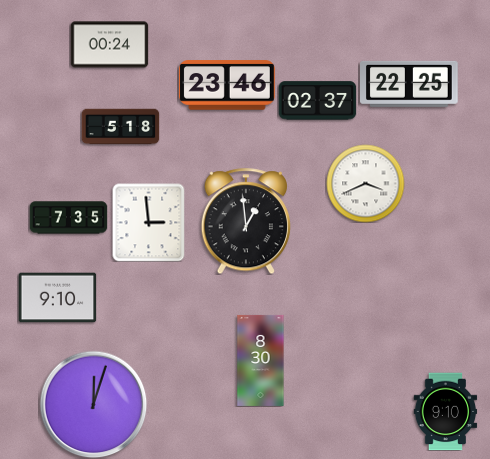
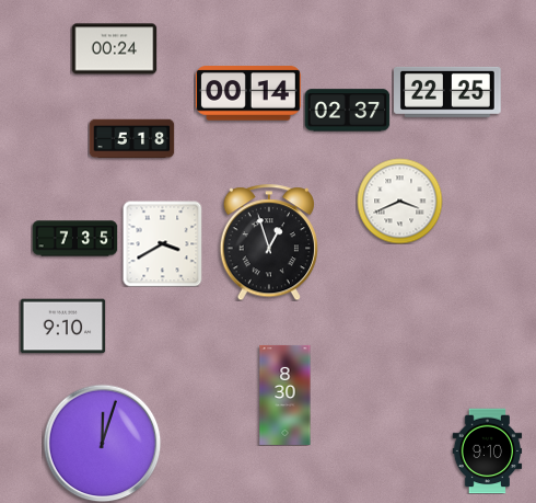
clock at (109, 45) position: (109, 45) -> (114, 49)
clock at (227, 85): 23:46 -> 00:14
clock at (245, 221): 12:59 -> 12:57
clock at (149, 222): 2:59 -> 3:40
